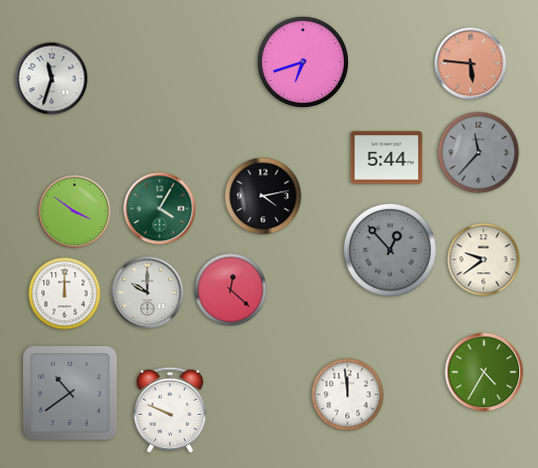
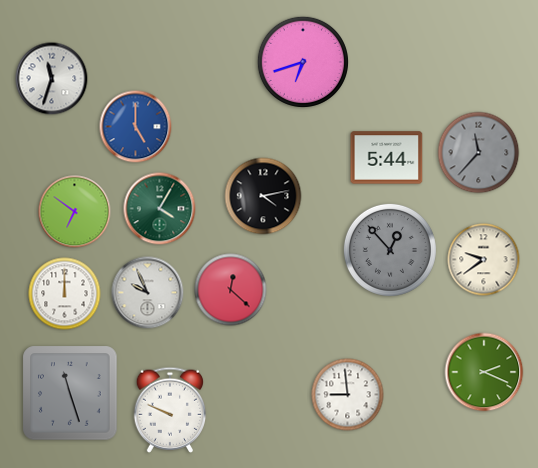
clock at (471, 64): 5:46 -> none
clock at (136, 127): none -> 5:00
clock at (75, 212): 3:51 -> 6:51
clock at (148, 293): 10:00 -> 9:56
clock at (484, 372): 4:35 -> 2:19
clock at (70, 393): 10:39 -> 11:27
clock at (348, 395): 11:59 -> 8:59
